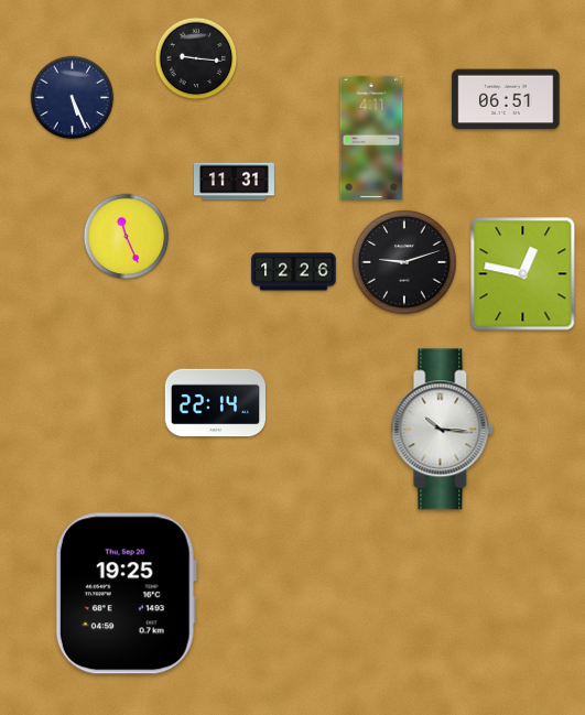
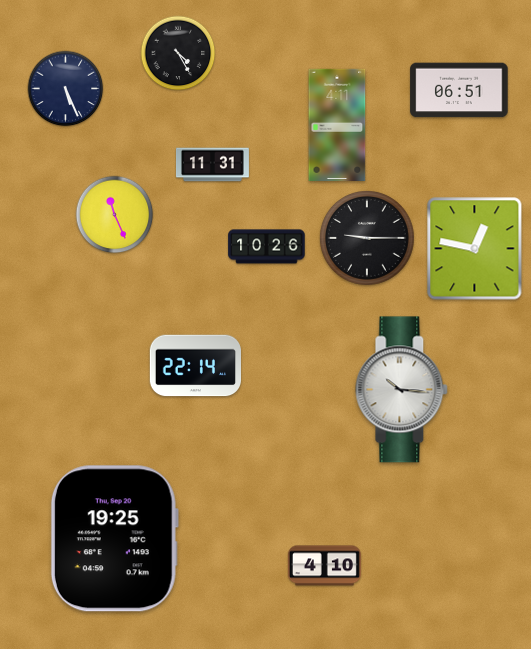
clock at (196, 58): 9:16 -> 4:25
clock at (405, 263): 9:12 -> 9:15
clock at (294, 272): 12:26 -> 10:26
clock at (324, 566): none -> 4:10
